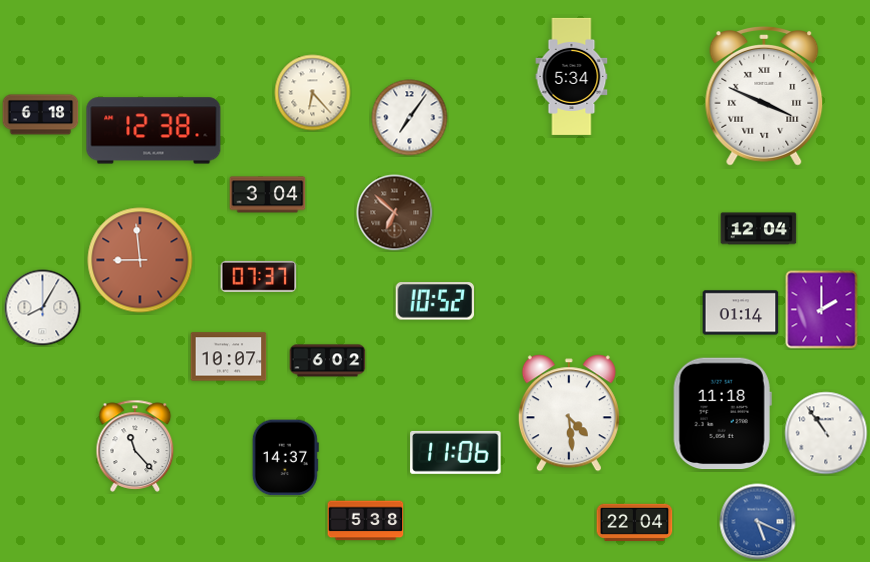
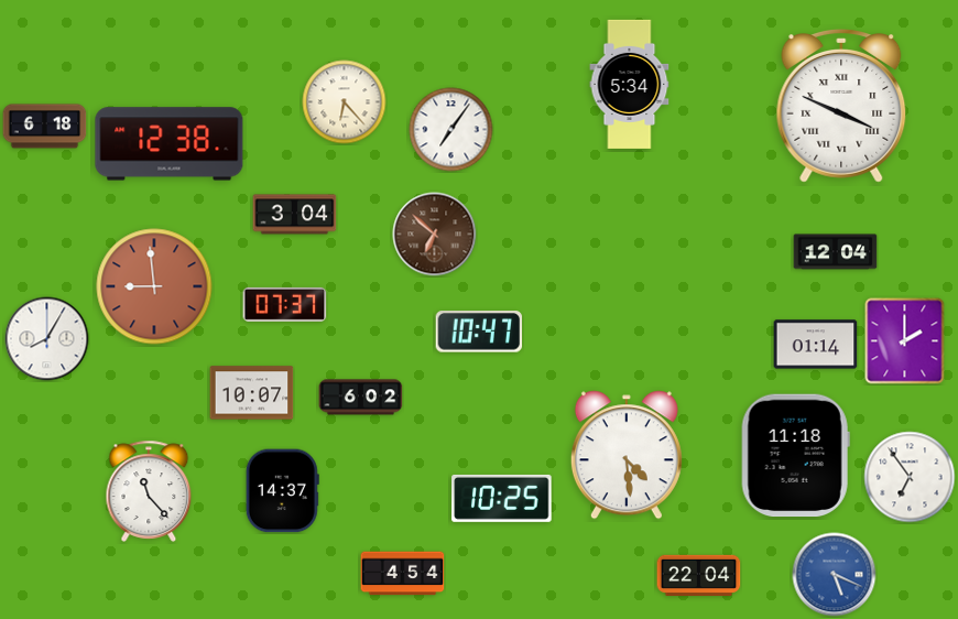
clock at (434, 301): 10:52 -> 10:47
clock at (826, 433): 10:54 -> 6:54
clock at (456, 452): 11:06 -> 10:25
clock at (285, 458) position: (285, 458) -> (282, 491)
clock at (366, 521): 5:38 -> 4:54
